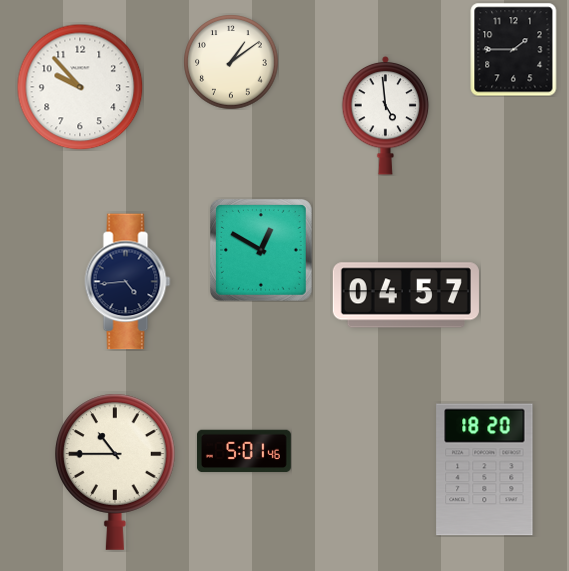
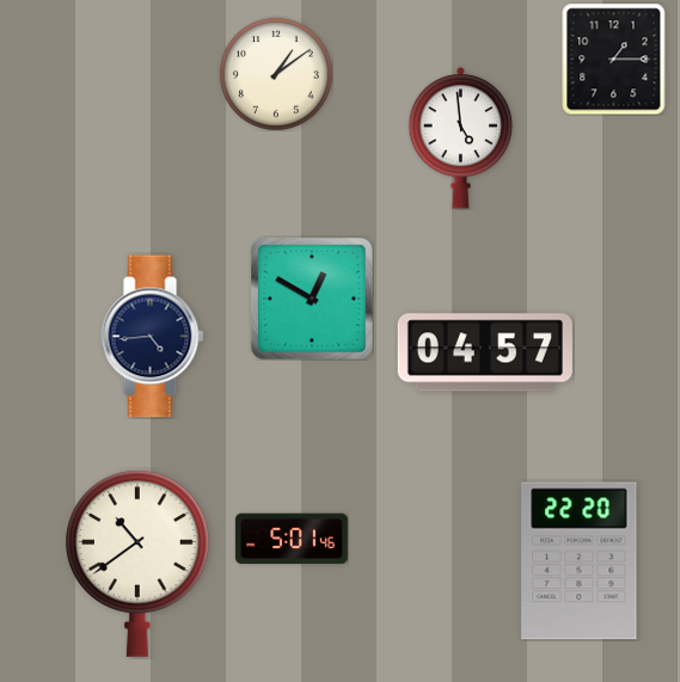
clock at (514, 49): 1:45 -> 1:15
clock at (80, 87): 9:53 -> none
clock at (485, 470): 18:20 -> 22:20
clock at (116, 472): 10:45 -> 10:39
